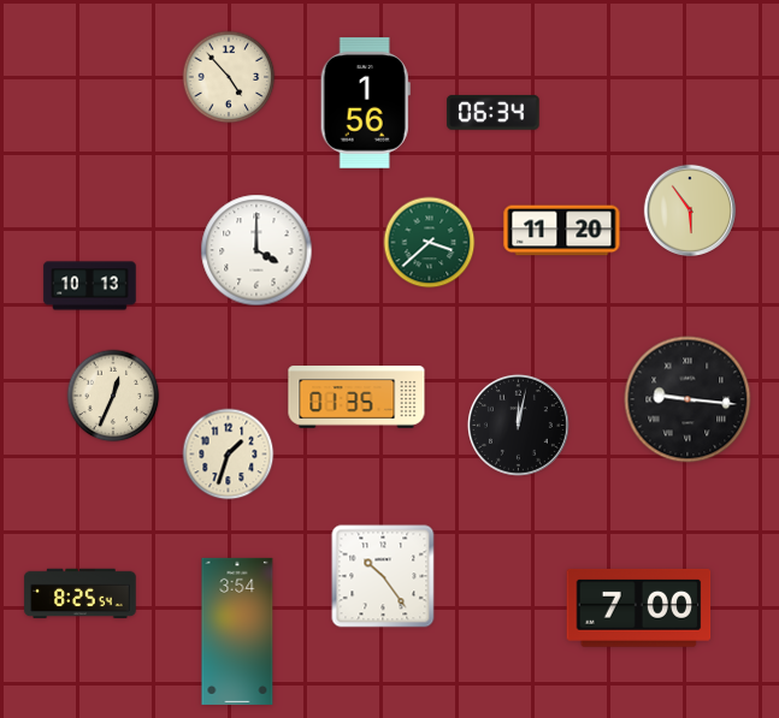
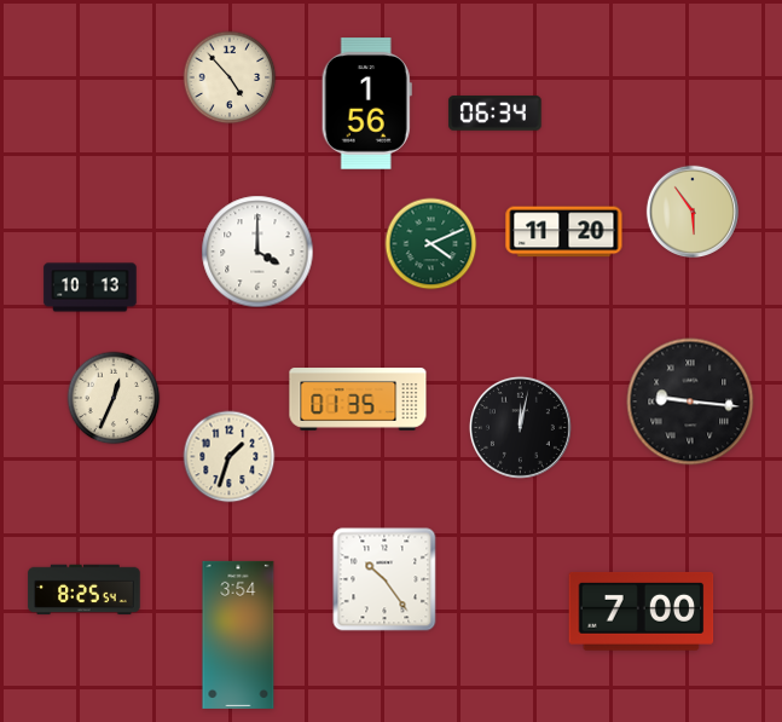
clock at (430, 243): 3:38 -> 4:11
clock at (81, 594) position: (81, 594) -> (85, 590)
